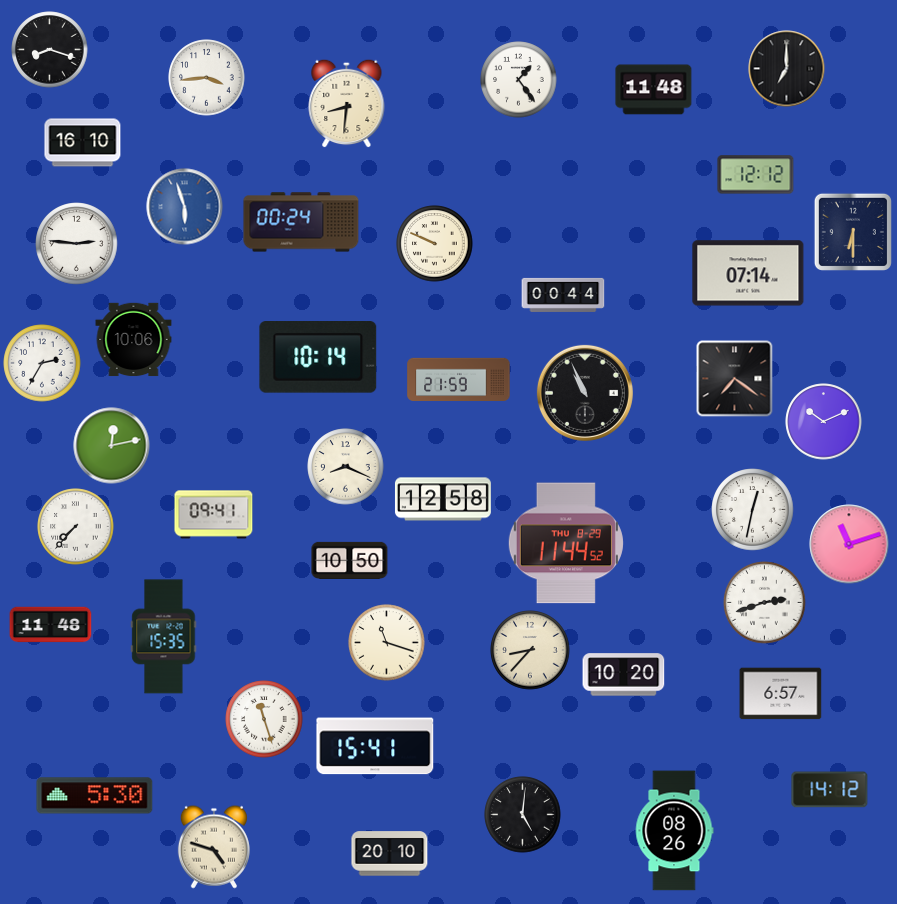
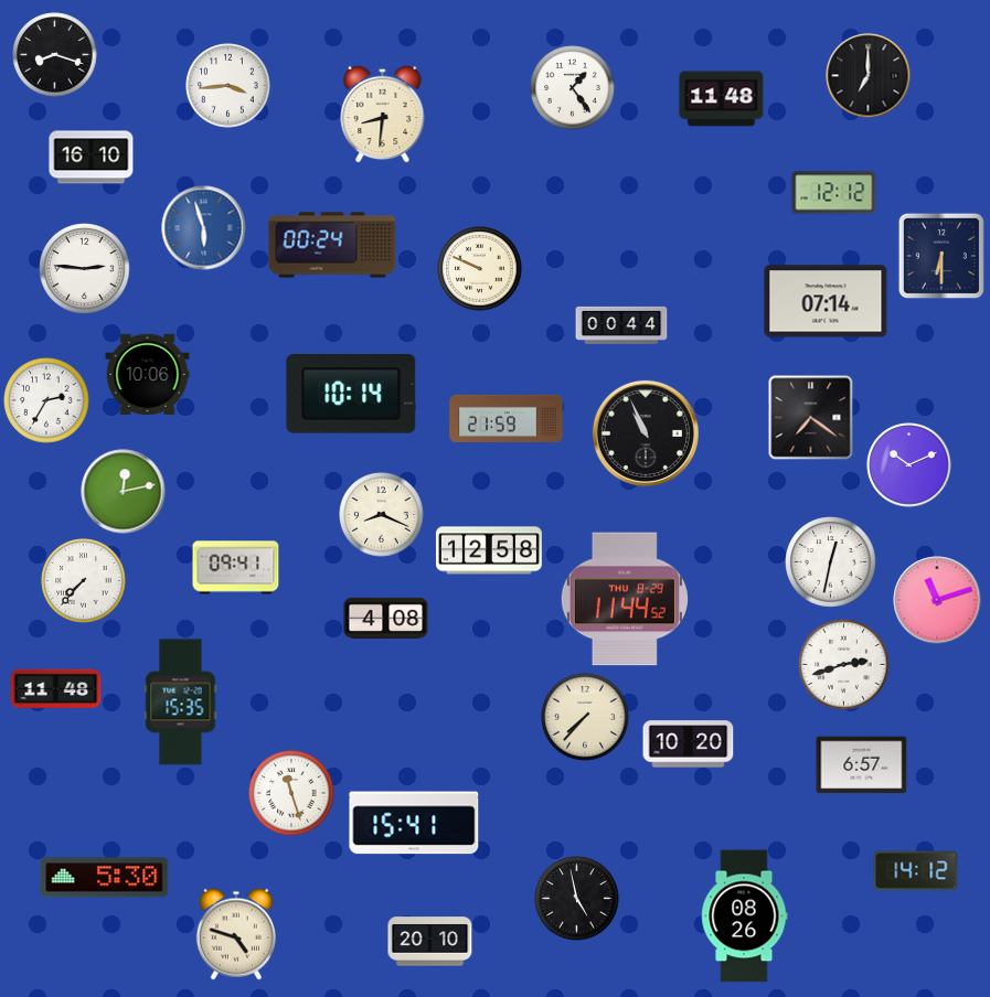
clock at (350, 560): 10:50 -> 4:08
clock at (387, 643): 11:18 -> none
clock at (530, 650): 8:37 -> 7:37
clock at (523, 815): 5:01 -> 4:58
